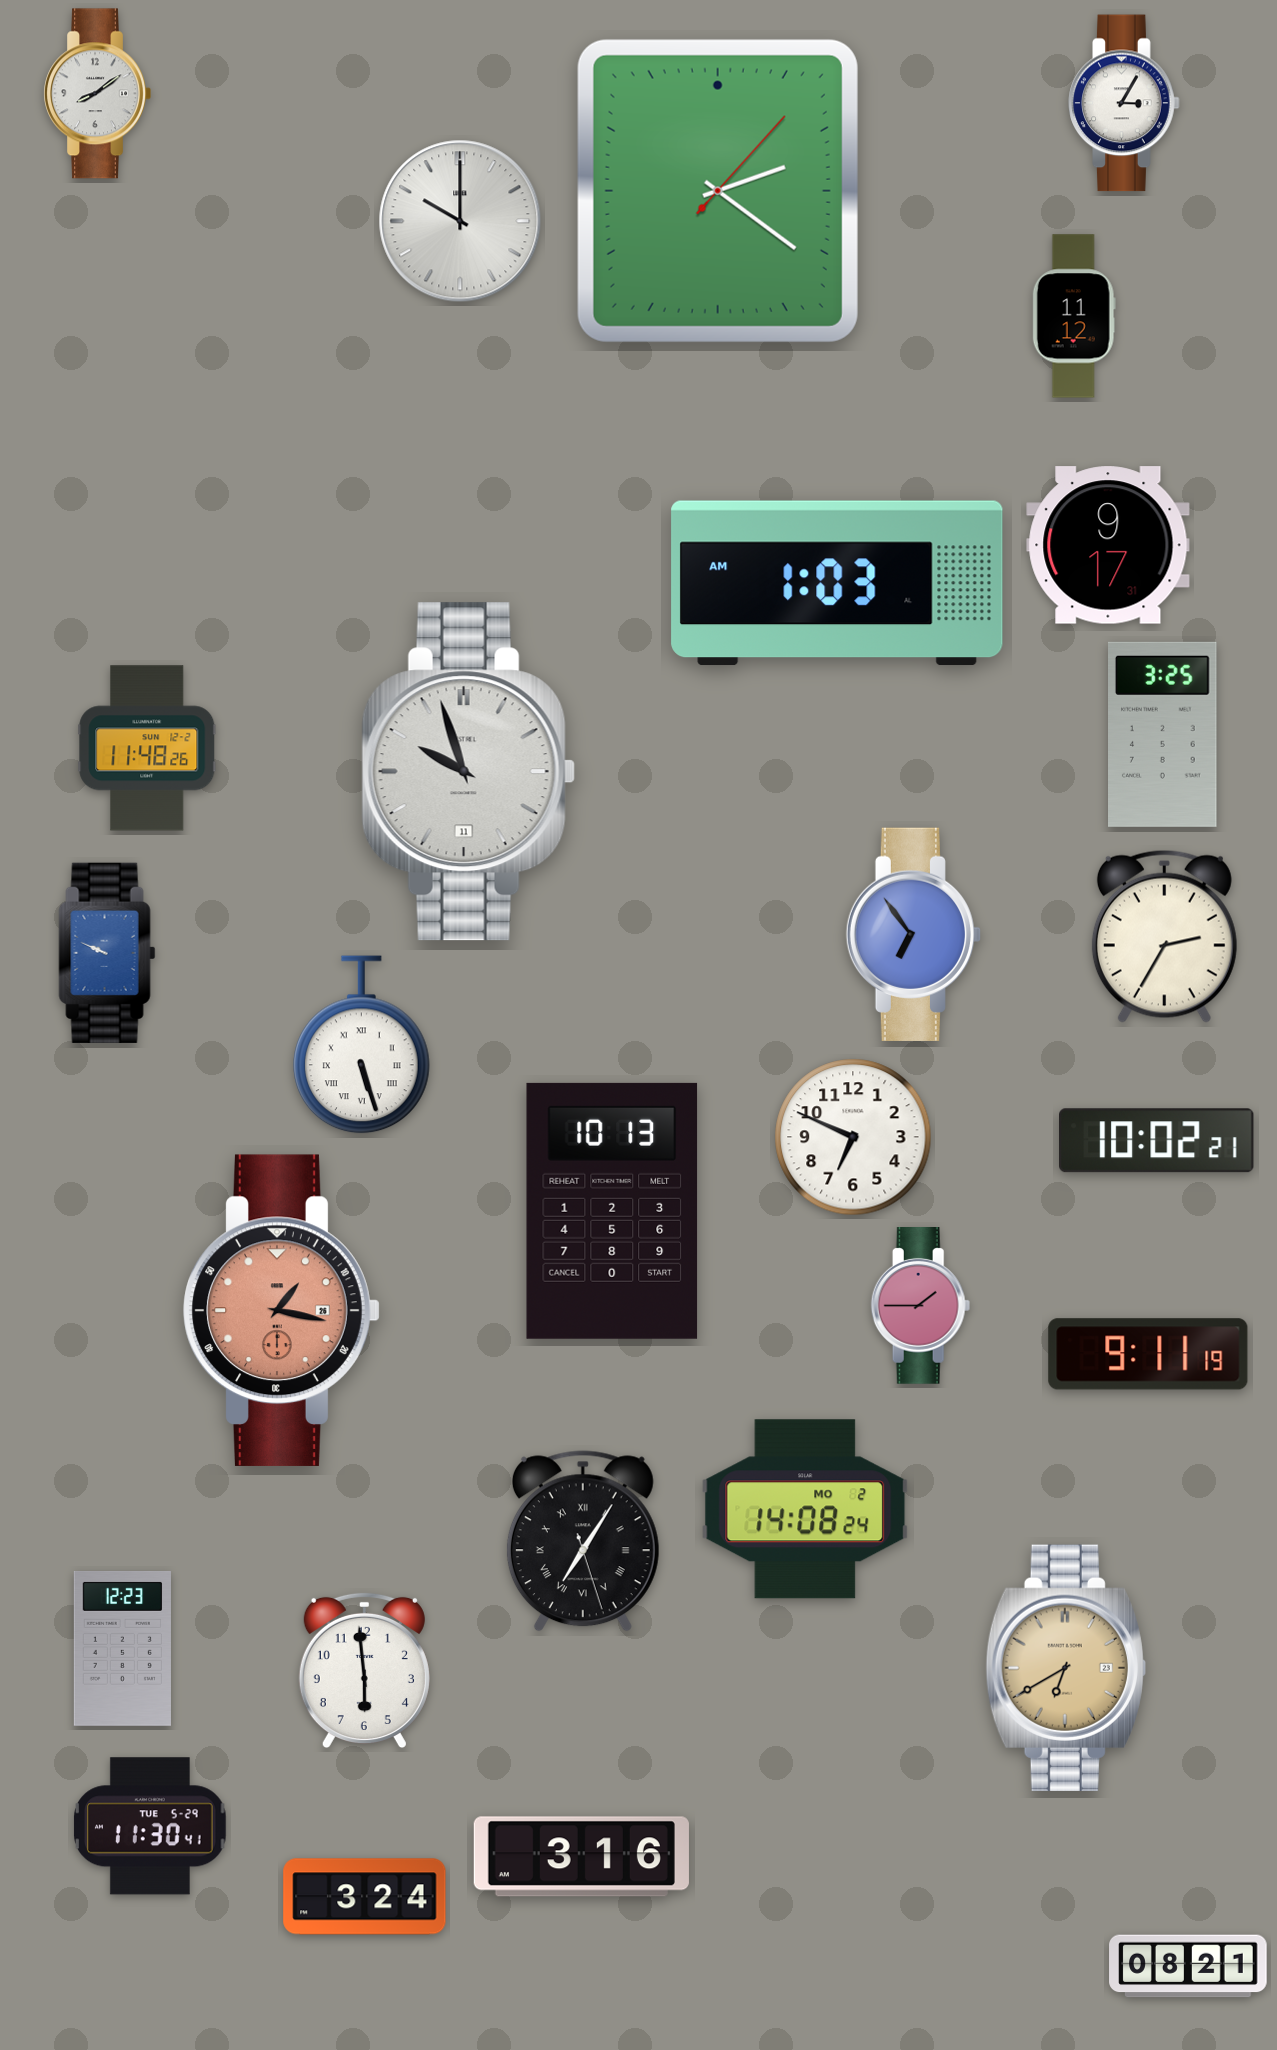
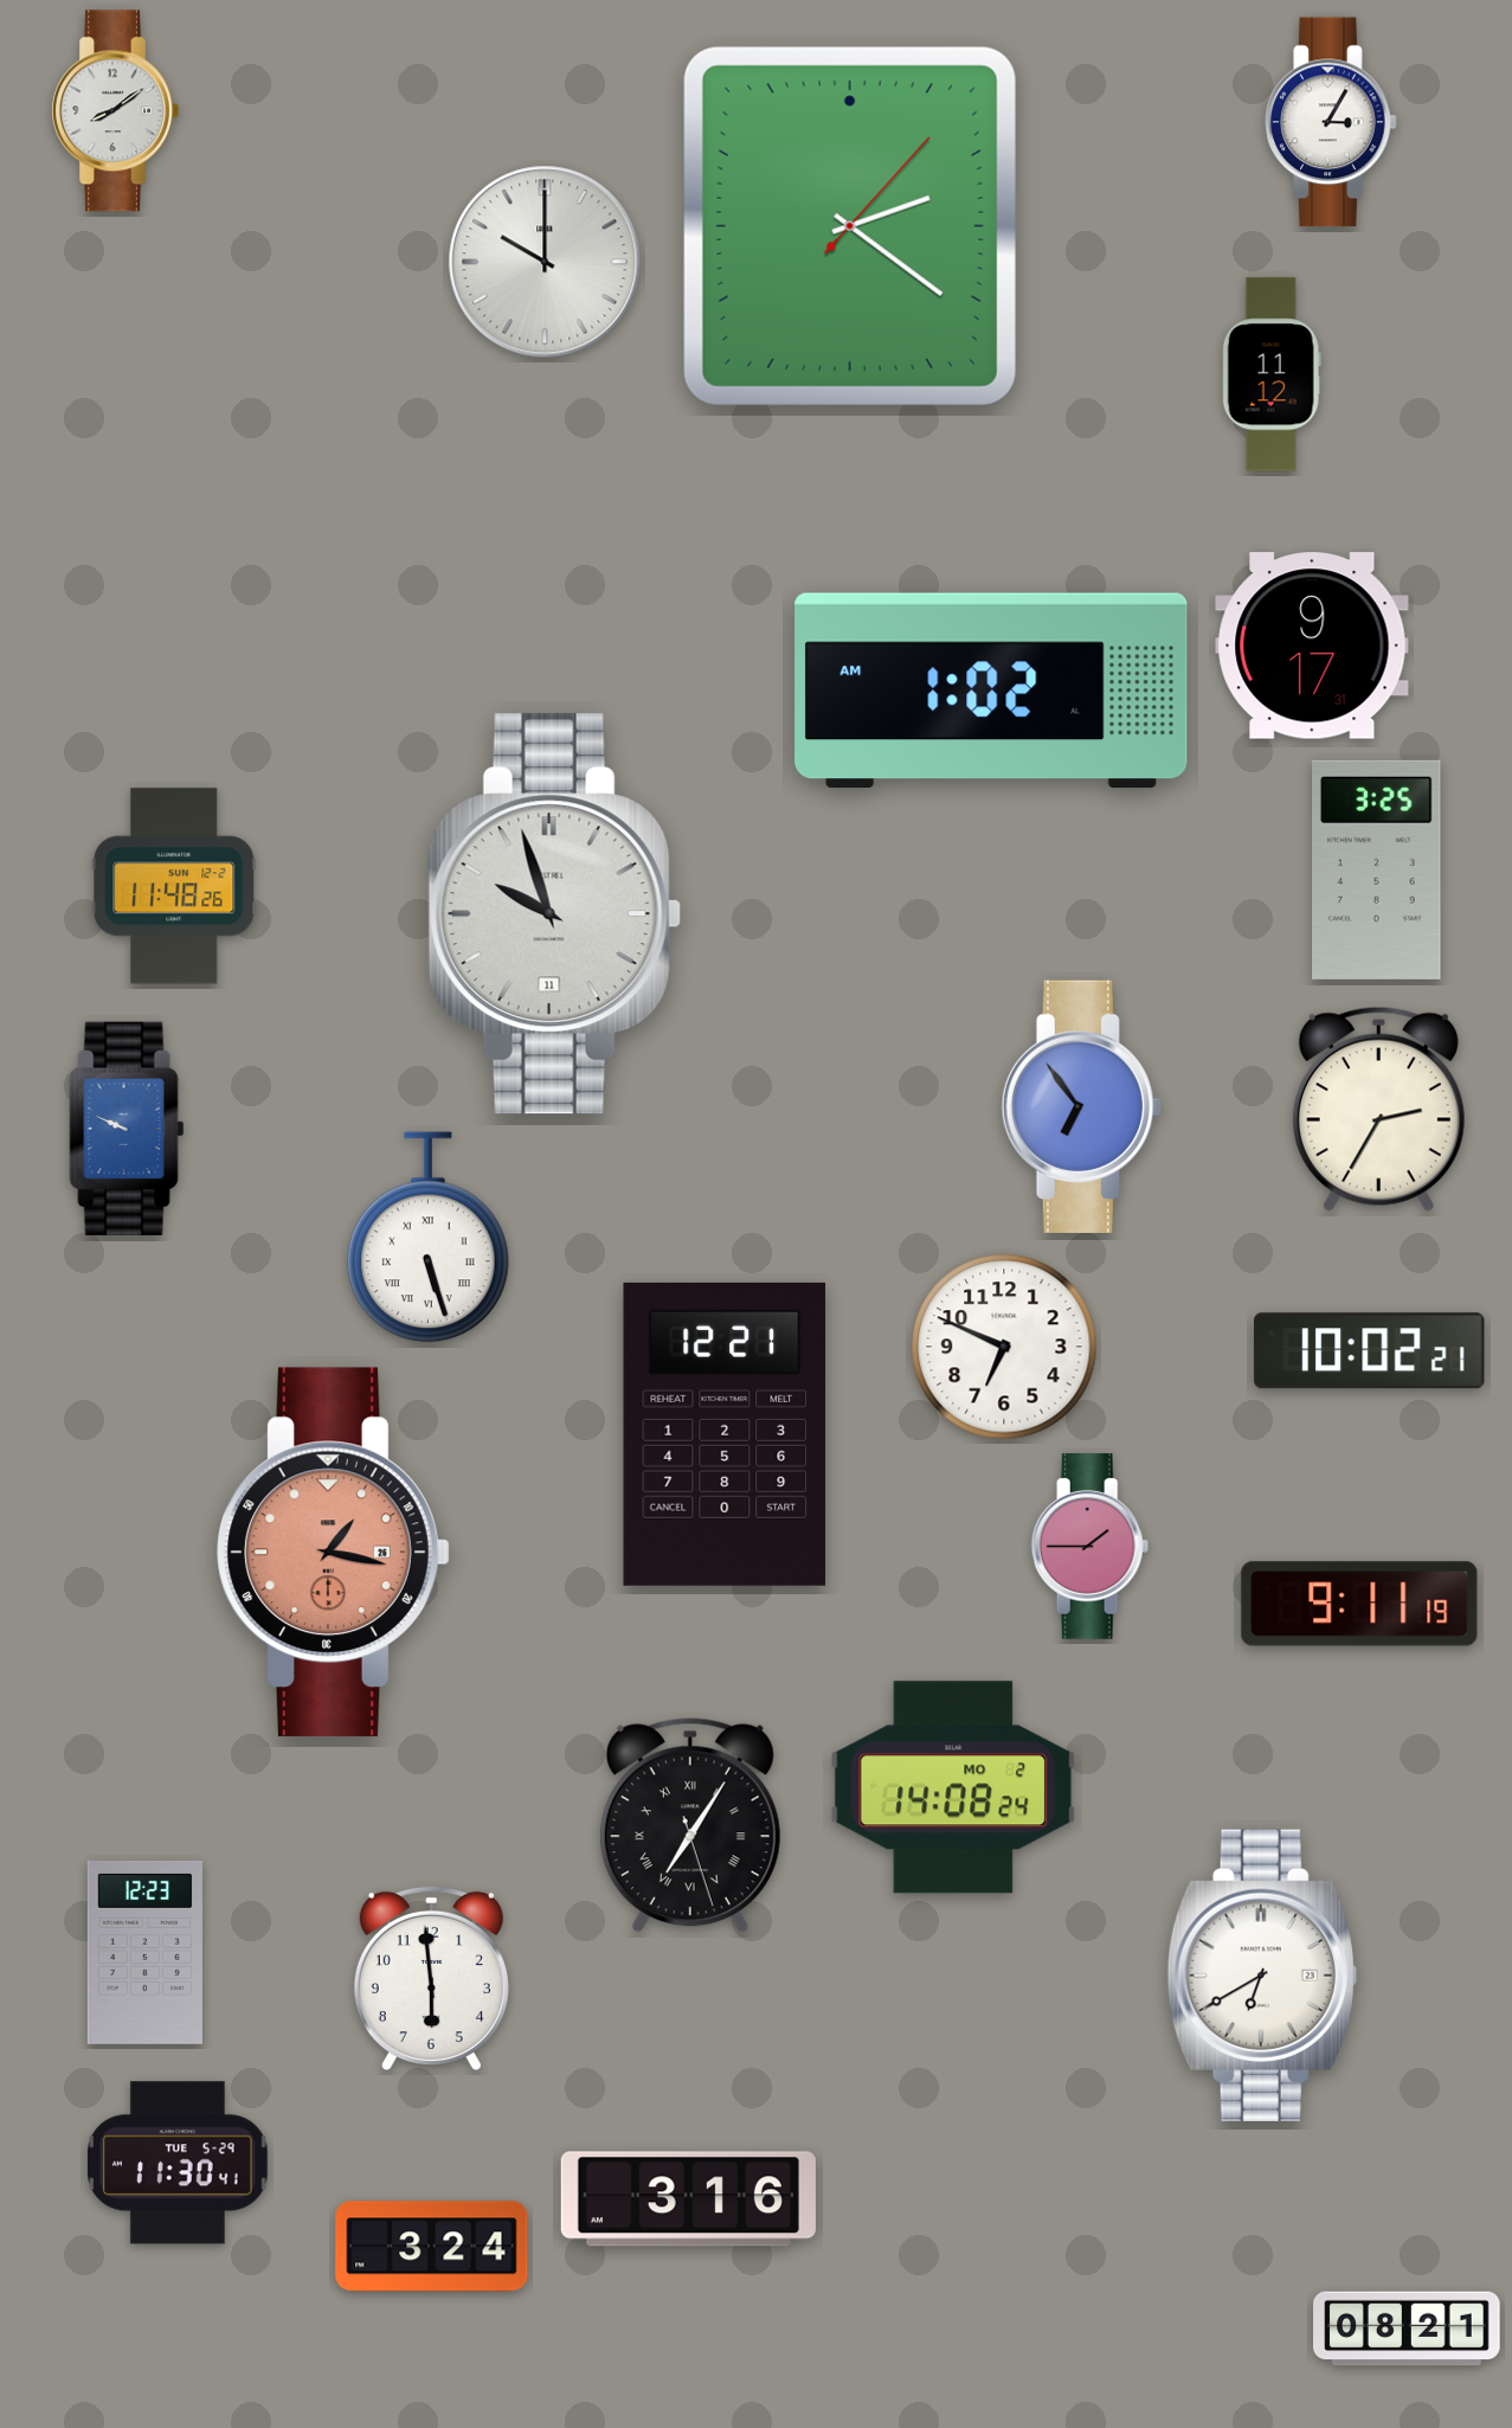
clock at (837, 583): 1:03 -> 1:02
clock at (853, 1137) position: (853, 1137) -> (1004, 1347)
clock at (612, 1211): 10:13 -> 12:21
clock at (1066, 1668) dial: champagne -> white
